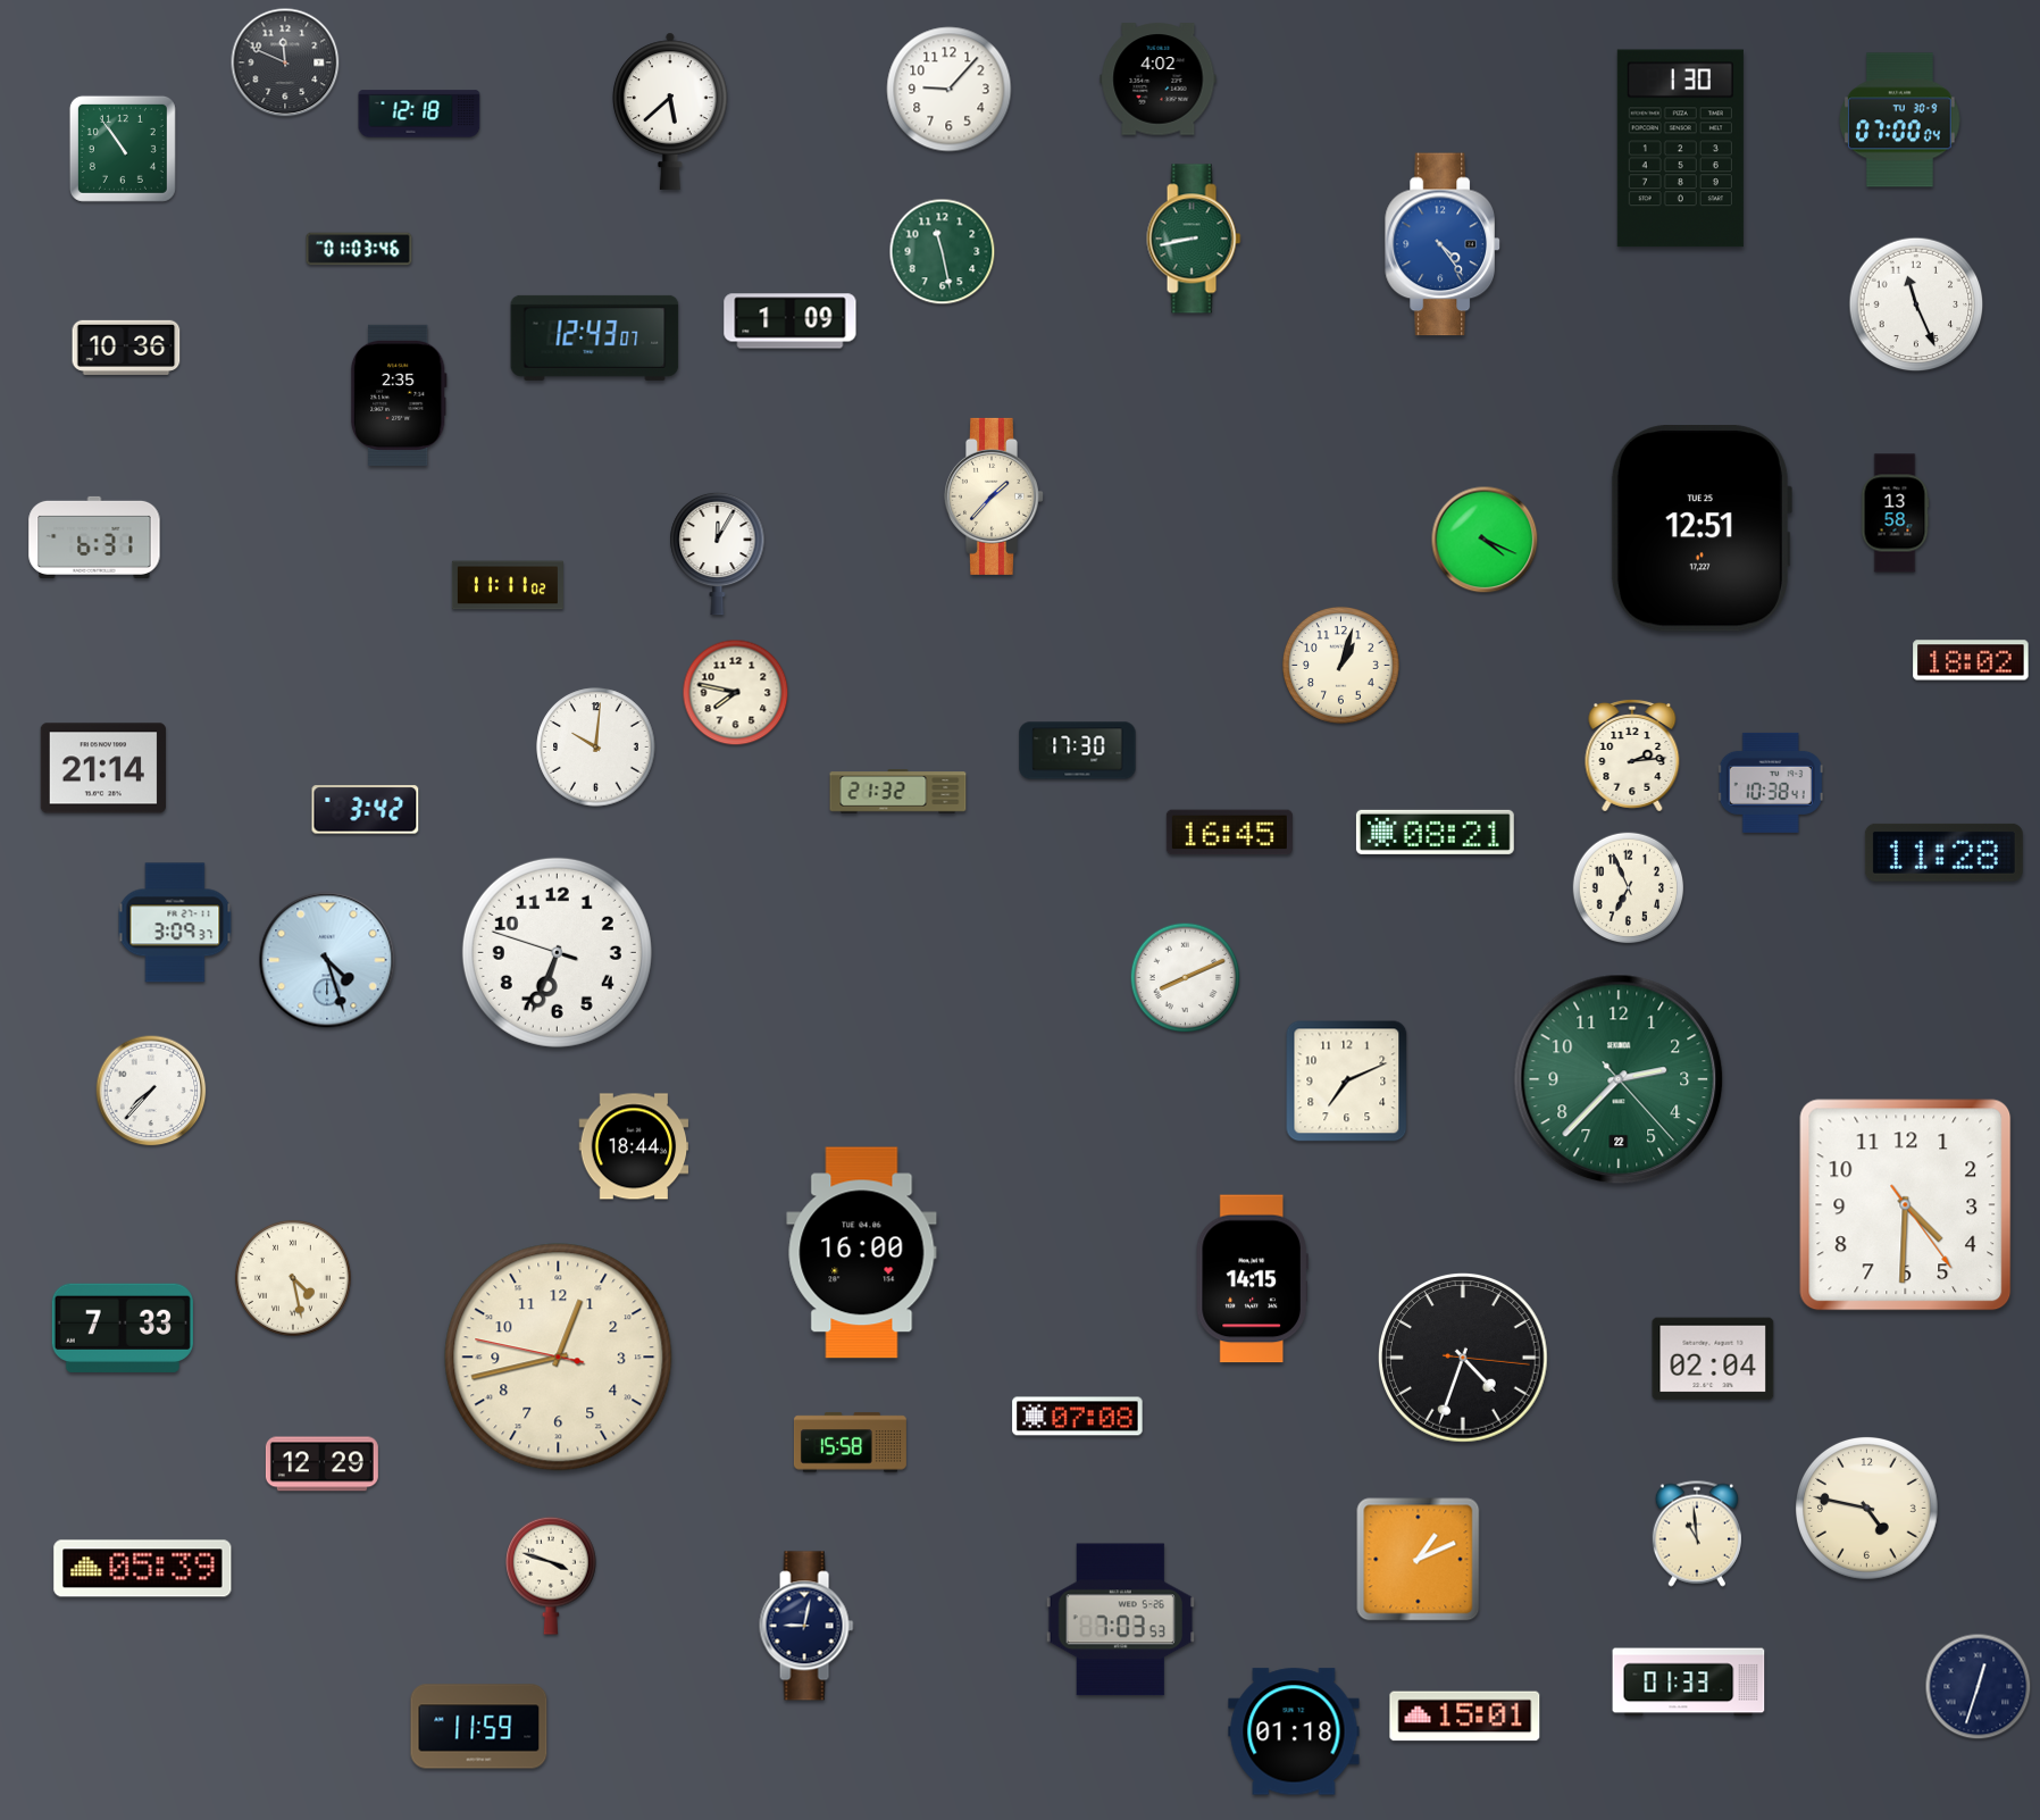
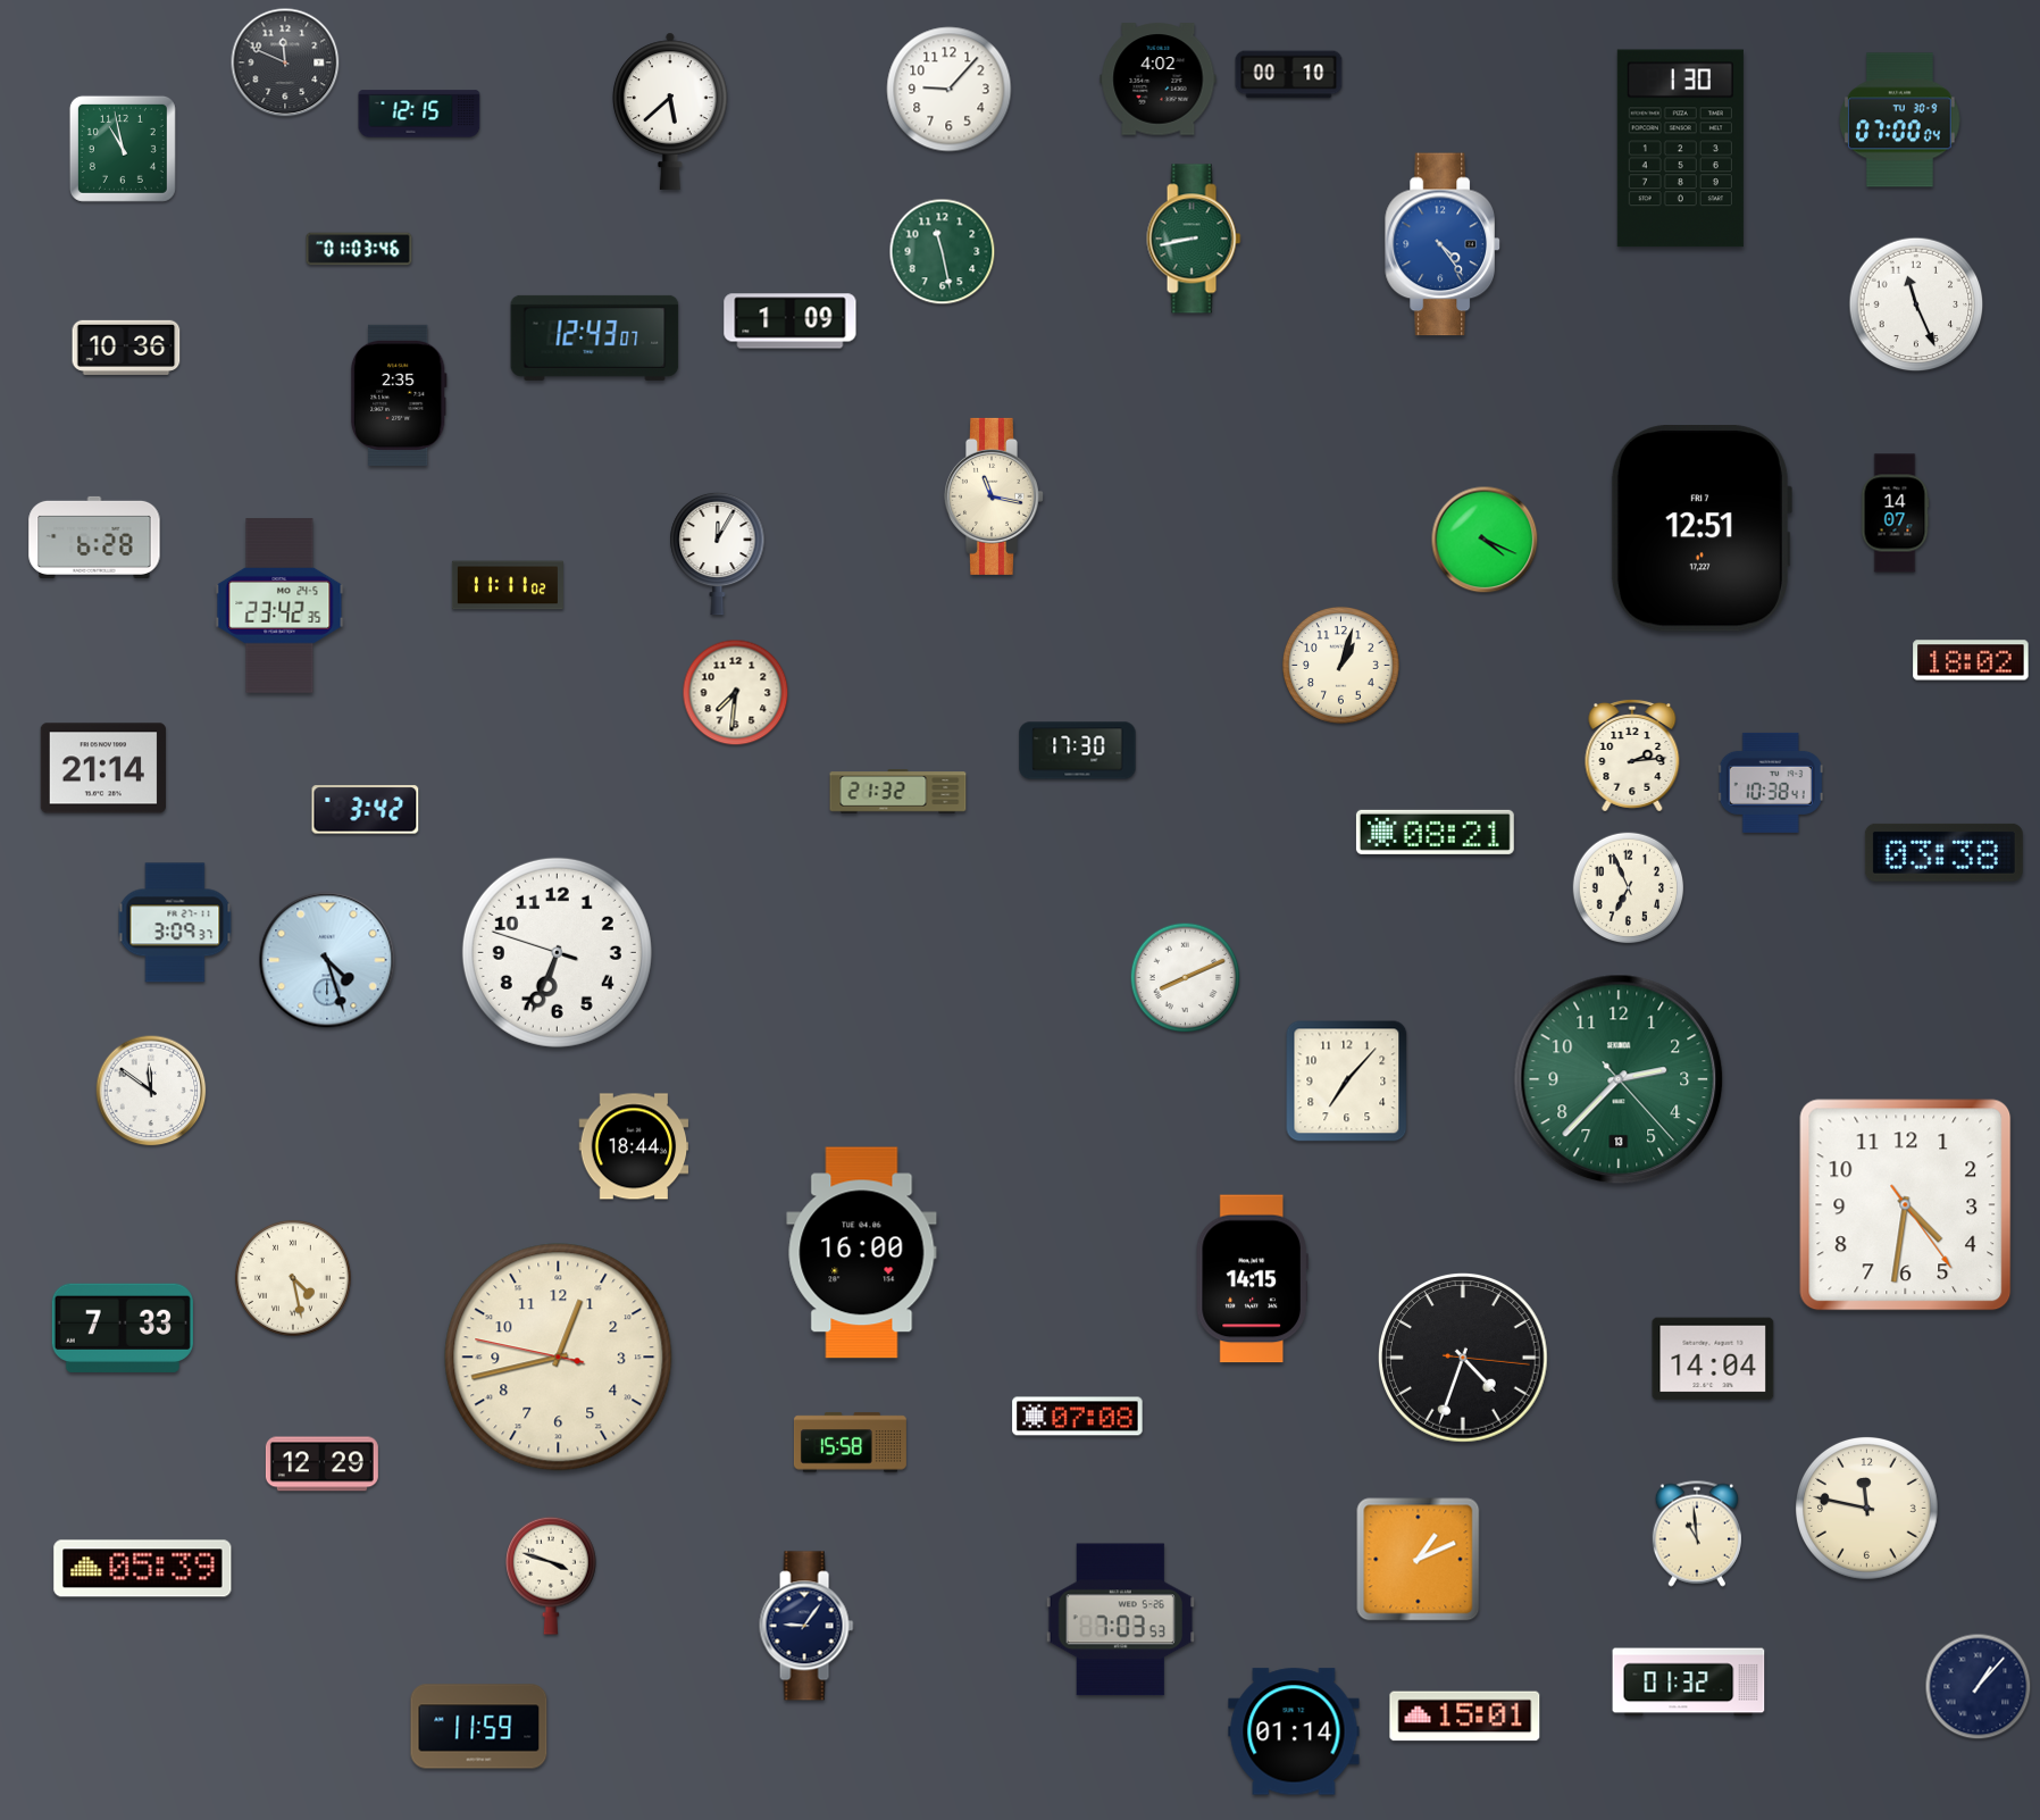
clock at (1289, 75): none -> 00:10
clock at (419, 114): 12:18 -> 12:15
clock at (123, 149): 10:54 -> 10:58
clock at (994, 496): 1:37 -> 11:17
clock at (1895, 514): 13:58 -> 14:07
clock at (1700, 528) date: TUE 25 -> FRI 7
clock at (94, 537): 6:31 -> 6:28
clock at (279, 606): none -> 23:42
clock at (736, 693): 7:47 -> 7:31
clock at (596, 748): 10:01 -> none
clock at (1229, 833): 16:45 -> none
clock at (1943, 852): 11:28 -> 03:38
clock at (1619, 1079) date: 22 -> 13
clock at (1347, 1082): 7:11 -> 7:07
clock at (151, 1091): 7:37 -> 11:51
clock at (1906, 1205): 4:30 -> 4:31
clock at (1713, 1359): 02:04 -> 14:04
clock at (1867, 1509): 4:47 -> 11:47
clock at (806, 1626): 9:02 -> 9:06
clock at (1689, 1683): 01:33 -> 01:32
clock at (1979, 1687): 12:33 -> 1:07
clock at (1294, 1731): 01:18 -> 01:14
